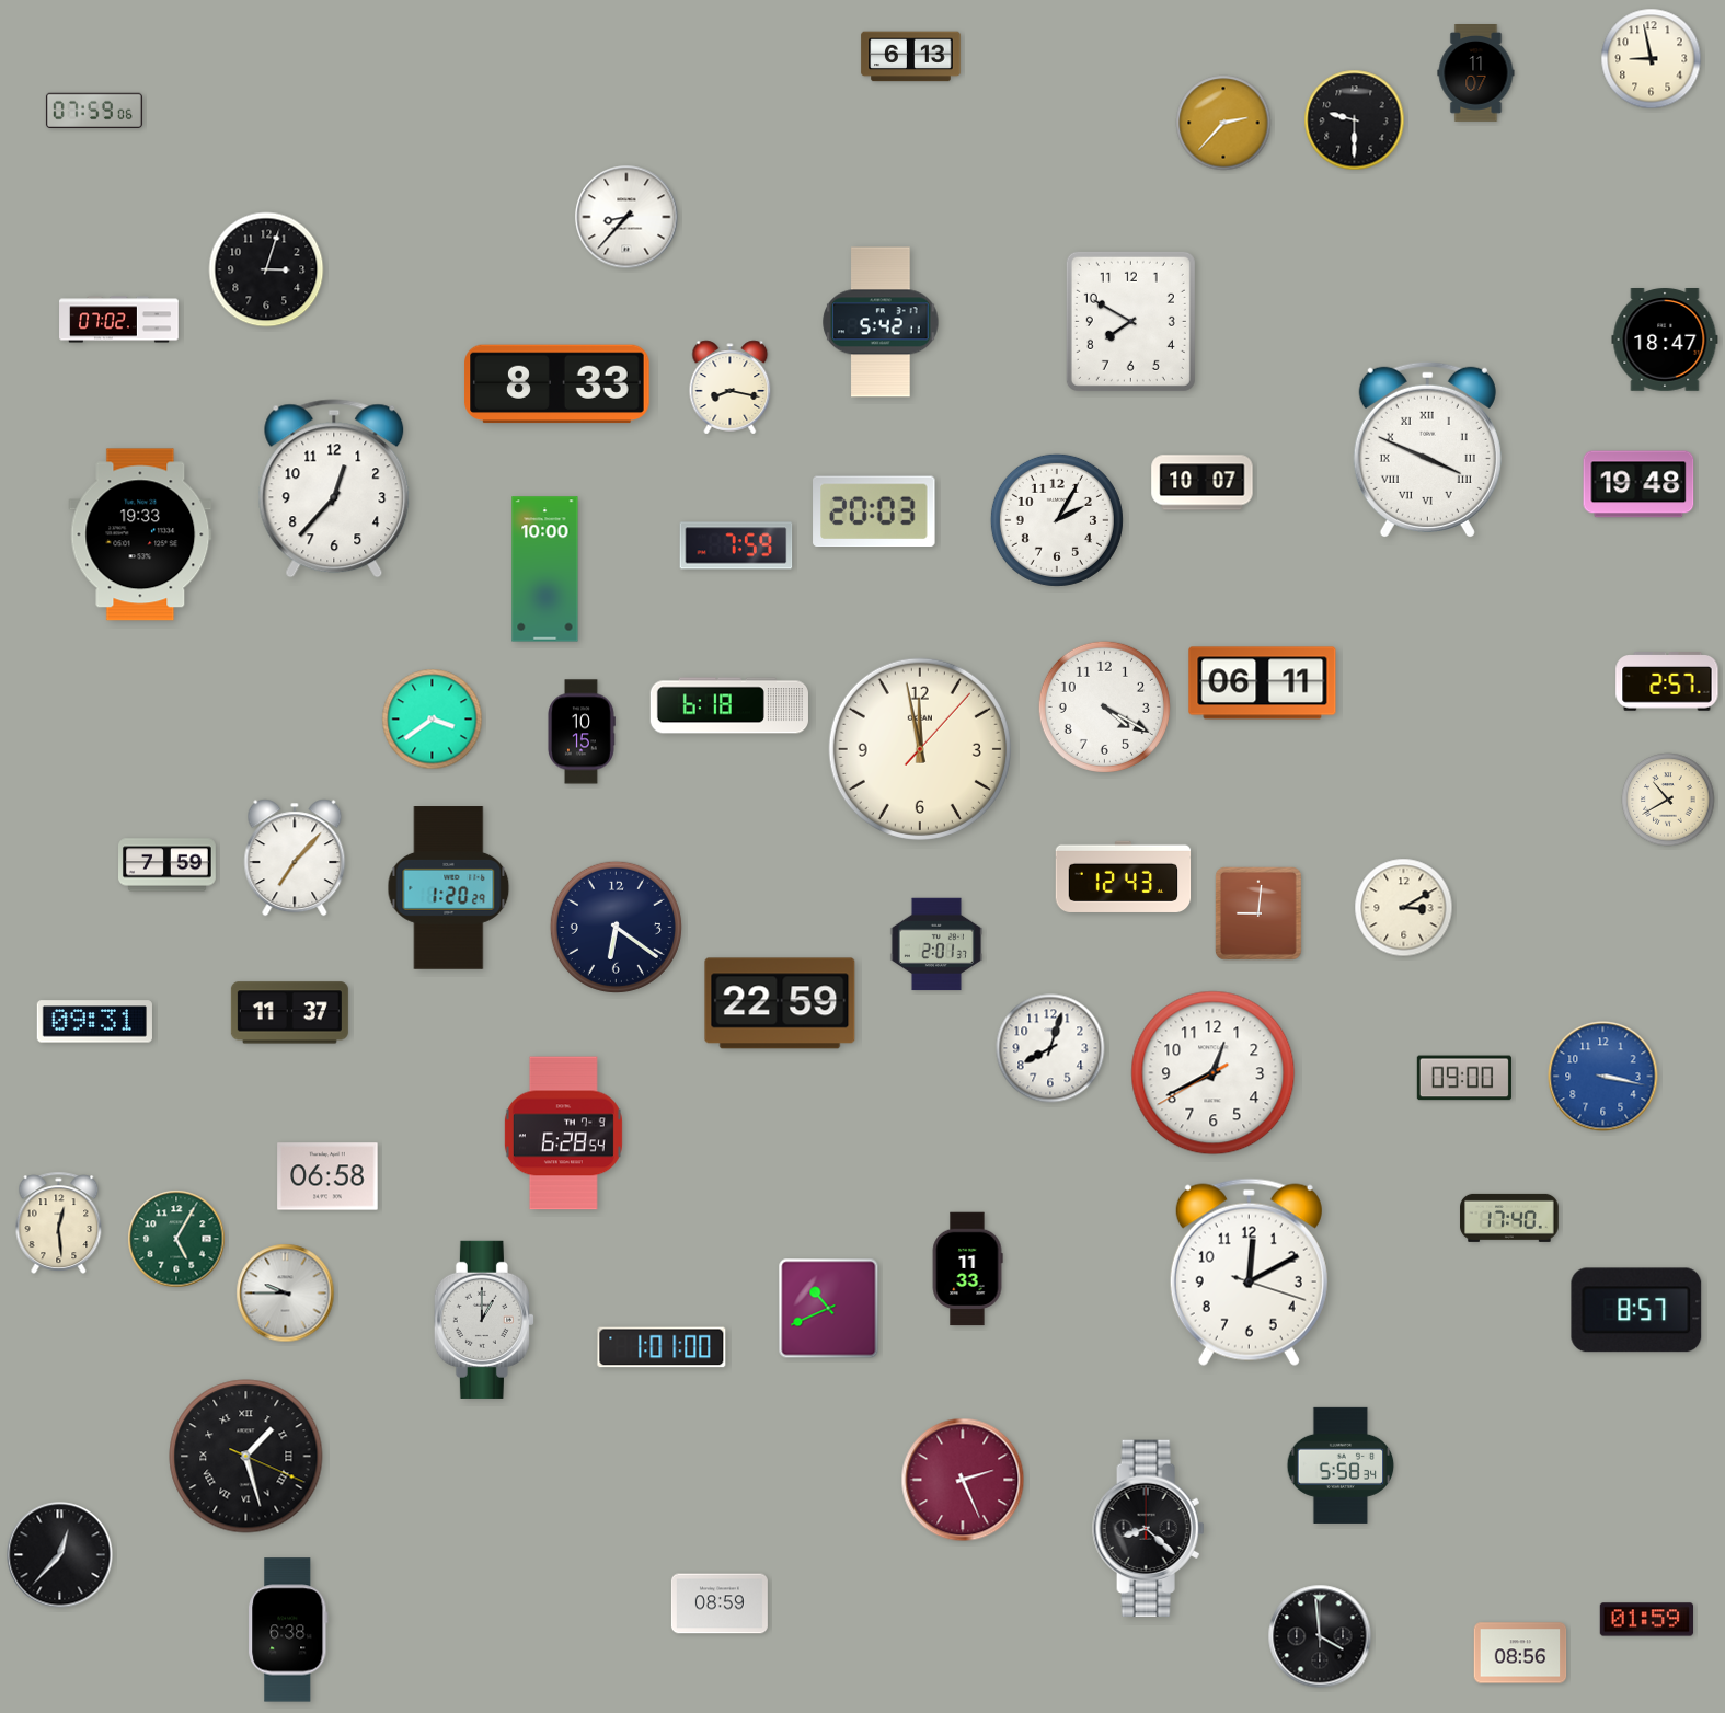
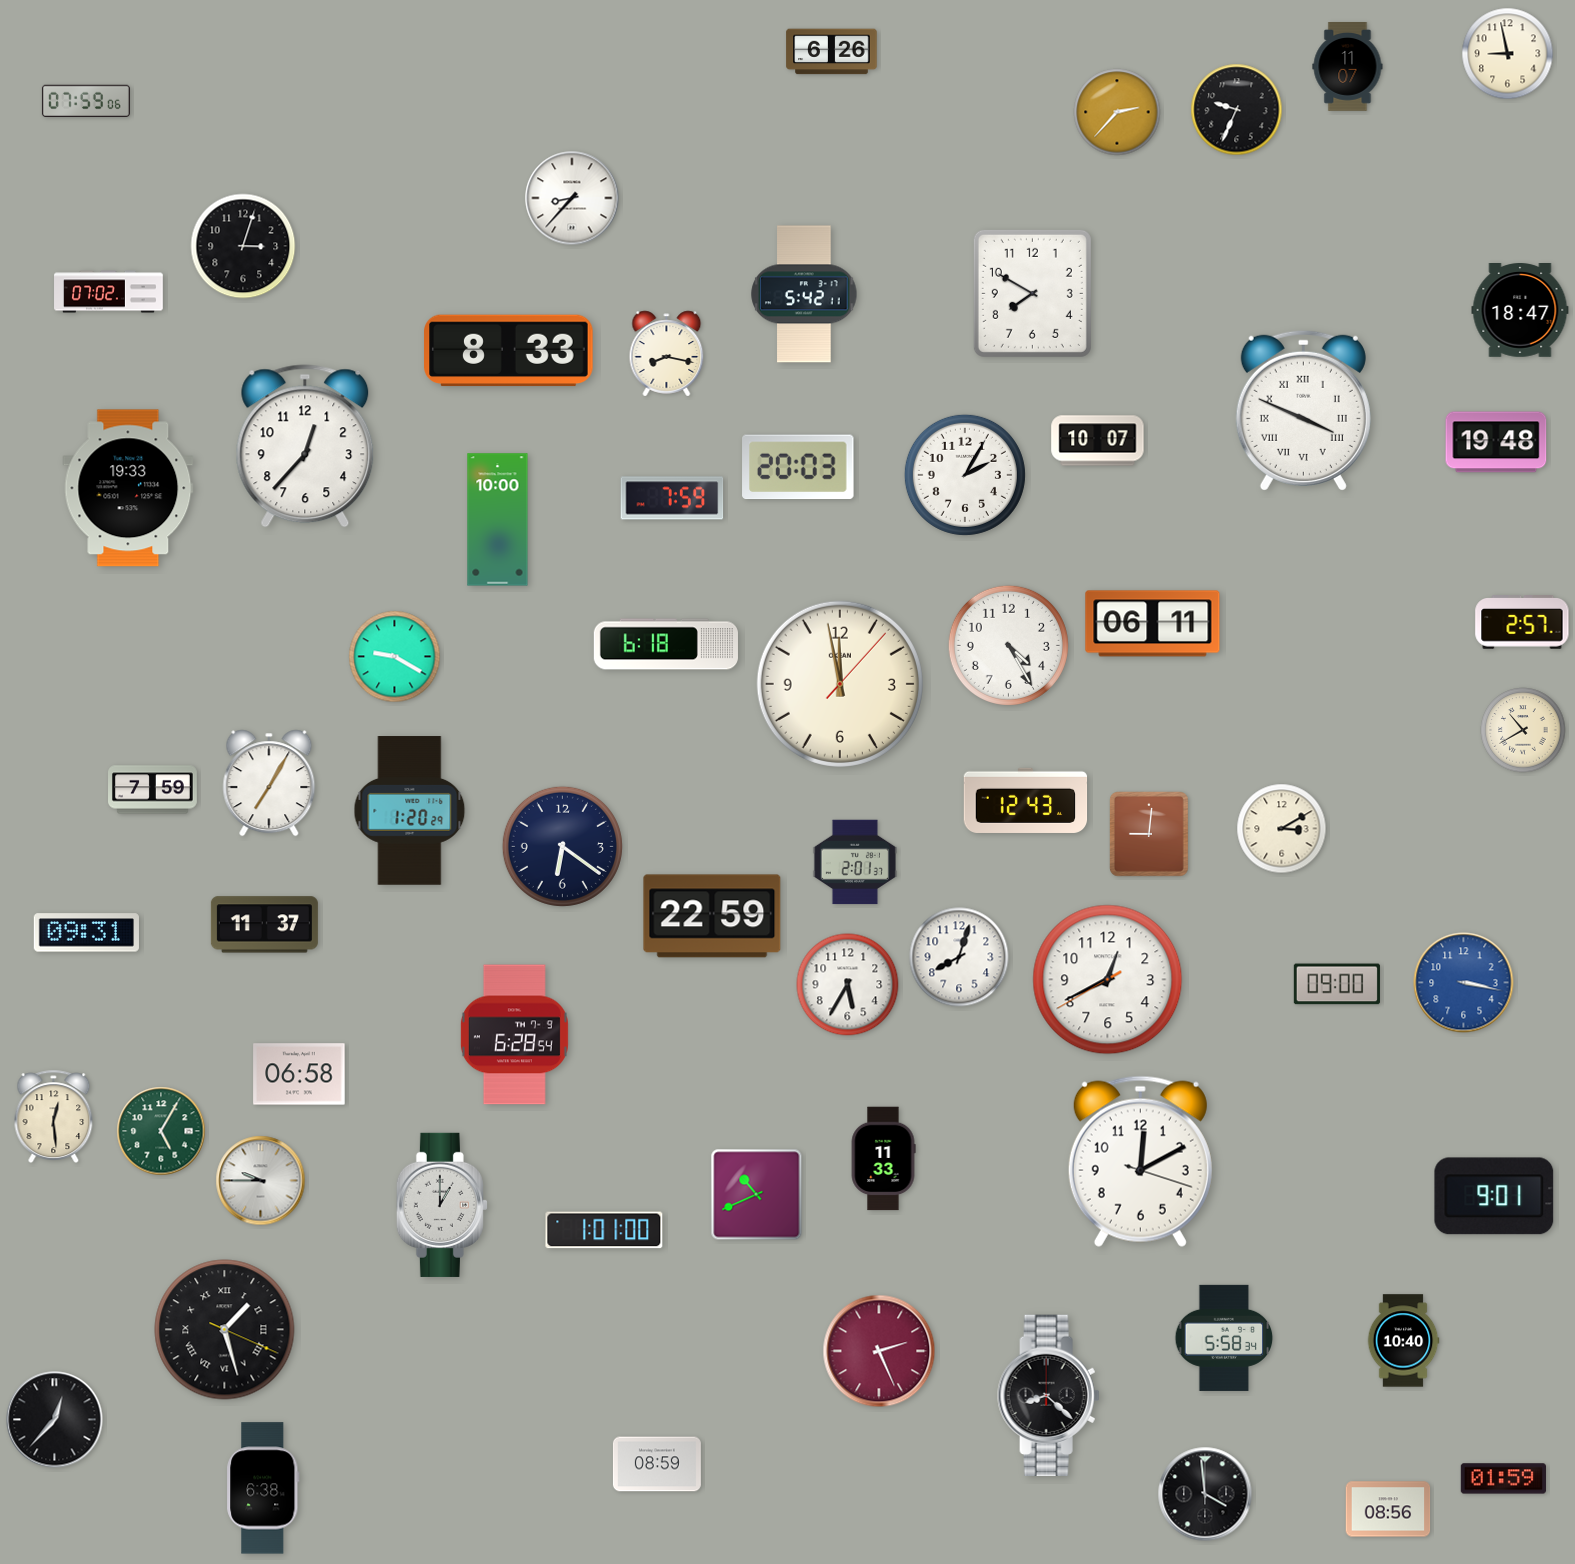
clock at (911, 57): 6:13 -> 6:26
clock at (1355, 120): 9:30 -> 9:34
clock at (1104, 706): 4:20 -> 4:25
clock at (433, 720): 3:39 -> 9:20
clock at (582, 732): 10:15 -> none
clock at (295, 858): 7:07 -> 7:05
clock at (848, 985): none -> 5:35
clock at (1509, 1218): 17:40 -> none
clock at (1636, 1310): 8:57 -> 9:01
clock at (1403, 1341): none -> 10:40
